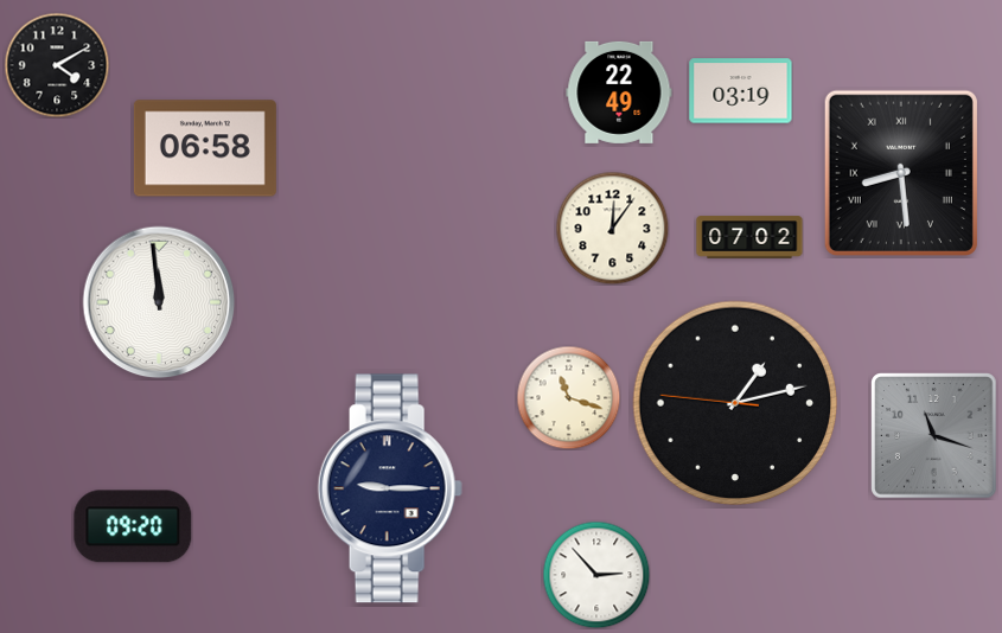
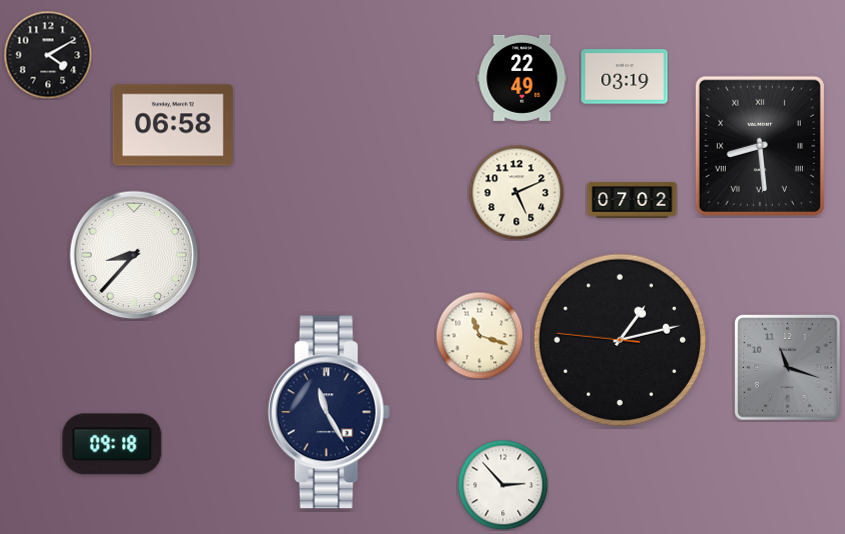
clock at (612, 228): 12:06 -> 5:11
clock at (159, 302): 11:59 -> 8:37
clock at (390, 488): 9:15 -> 11:25
clock at (133, 526): 09:20 -> 09:18
